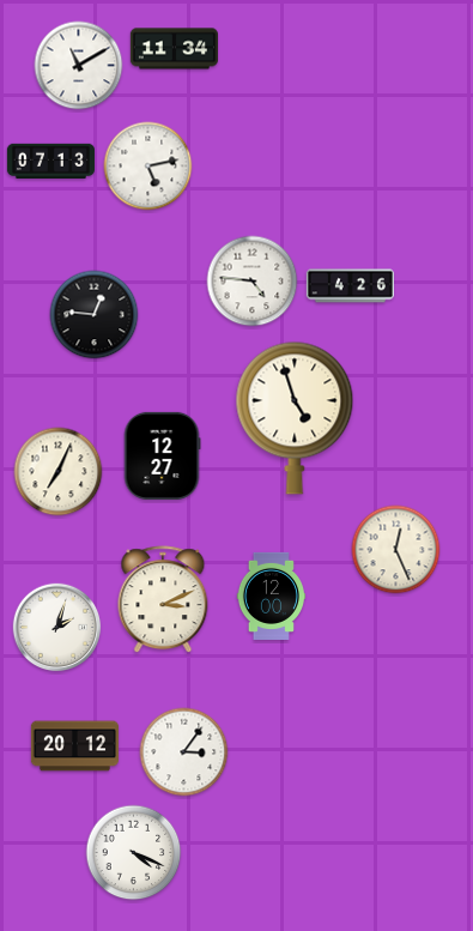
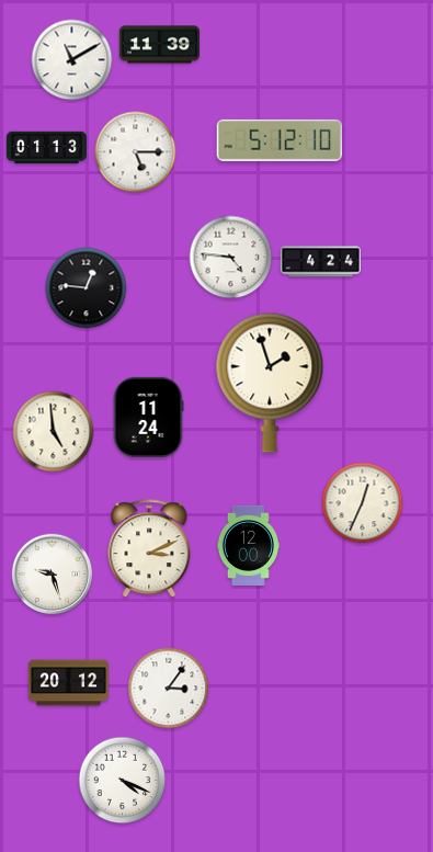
clock at (174, 49): 11:34 -> 11:39
clock at (280, 140): none -> 5:12
clock at (50, 162): 07:13 -> 01:13
clock at (148, 167): 5:13 -> 5:15
clock at (350, 286): 4:26 -> 4:24
clock at (295, 418): 4:57 -> 1:57
clock at (162, 455): 12:27 -> 11:24
clock at (59, 472): 7:04 -> 4:59
clock at (396, 550): 12:26 -> 12:34
clock at (57, 628): 2:03 -> 9:27
